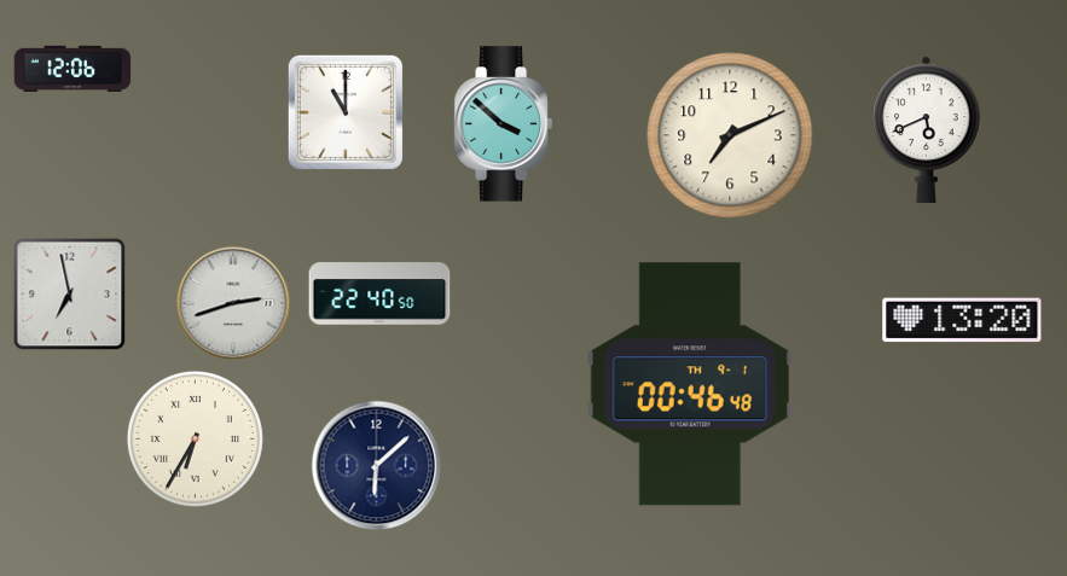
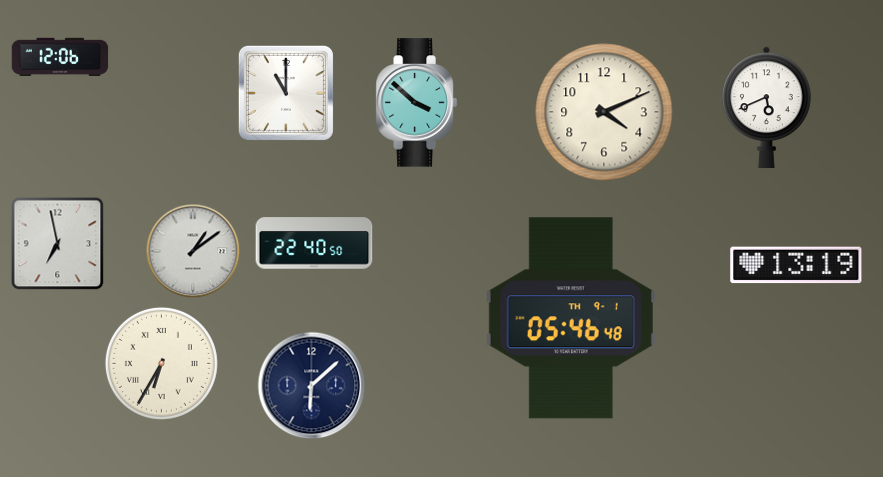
clock at (730, 135): 7:11 -> 4:11
clock at (233, 303): 2:42 -> 1:09
clock at (962, 320): 13:20 -> 13:19
clock at (690, 384): 00:46 -> 05:46
